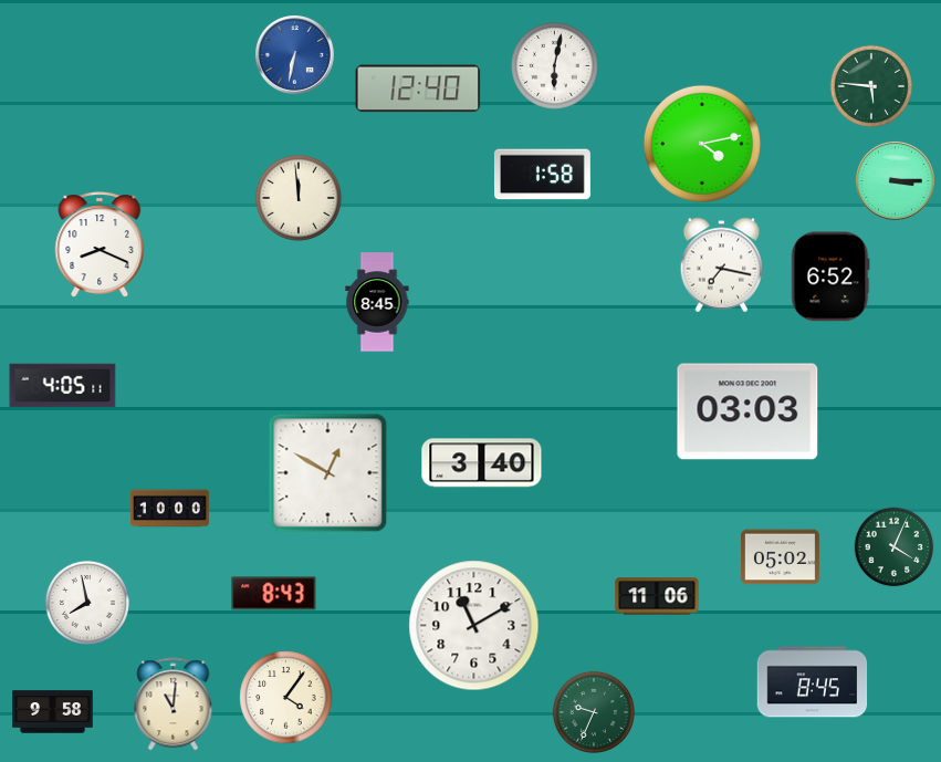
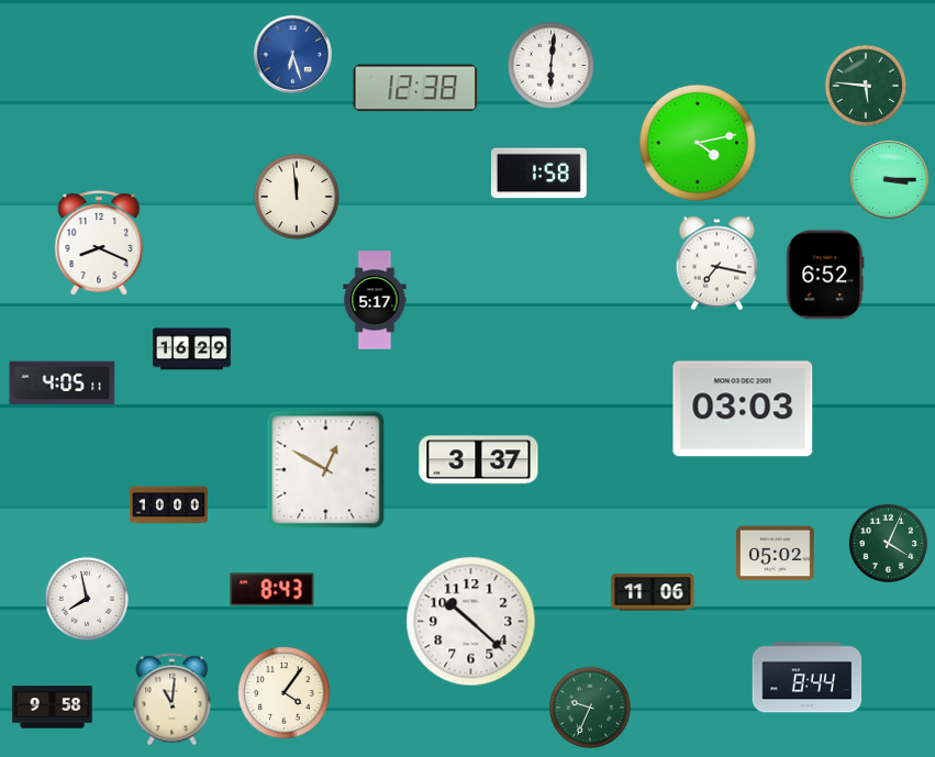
clock at (294, 54): 6:32 -> 6:27
clock at (555, 66): 6:02 -> 6:01
clock at (418, 88): 12:40 -> 12:38
clock at (377, 302): 8:45 -> 5:17
clock at (191, 349): none -> 16:29
clock at (482, 463): 3:40 -> 3:37
clock at (474, 626): 11:10 -> 10:22
clock at (813, 682): 8:45 -> 8:44
